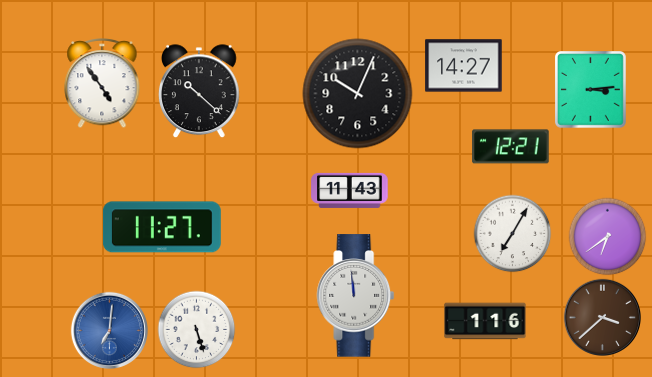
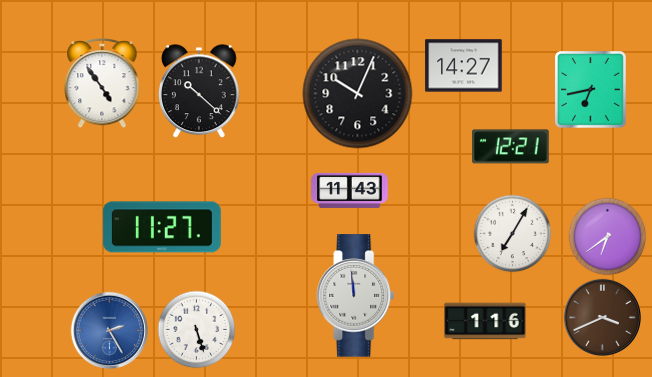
clock at (591, 90): 3:14 -> 6:43
clock at (602, 317): 3:38 -> 3:41
clock at (109, 330): 7:01 -> 2:25
